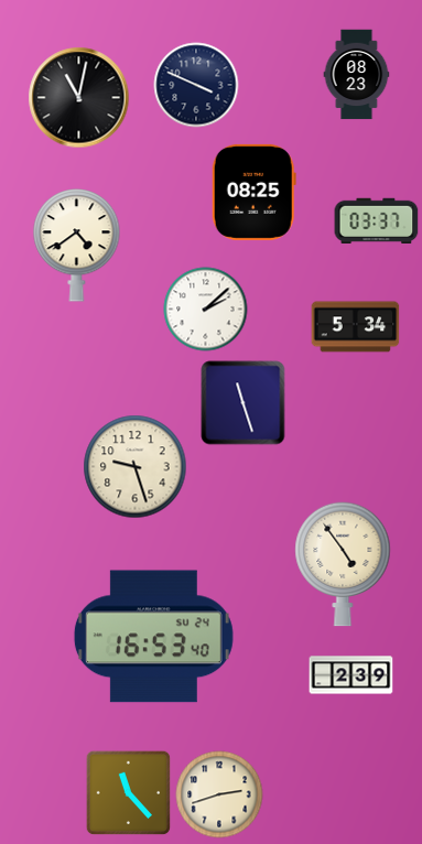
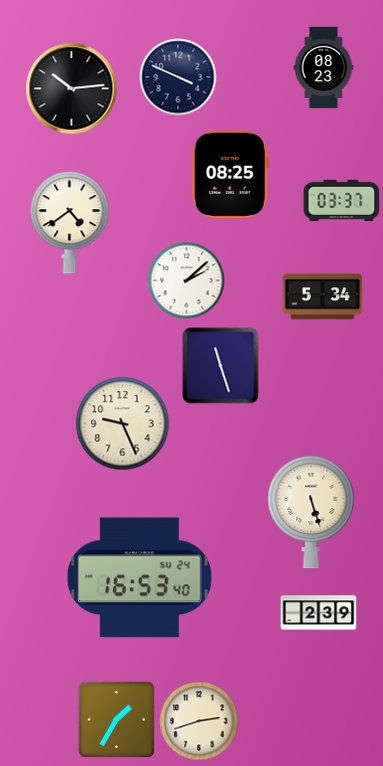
clock at (79, 98): 11:02 -> 10:14
clock at (136, 467): 9:27 -> 9:26
clock at (343, 564): 4:54 -> 5:27
clock at (128, 792): 11:23 -> 1:35
